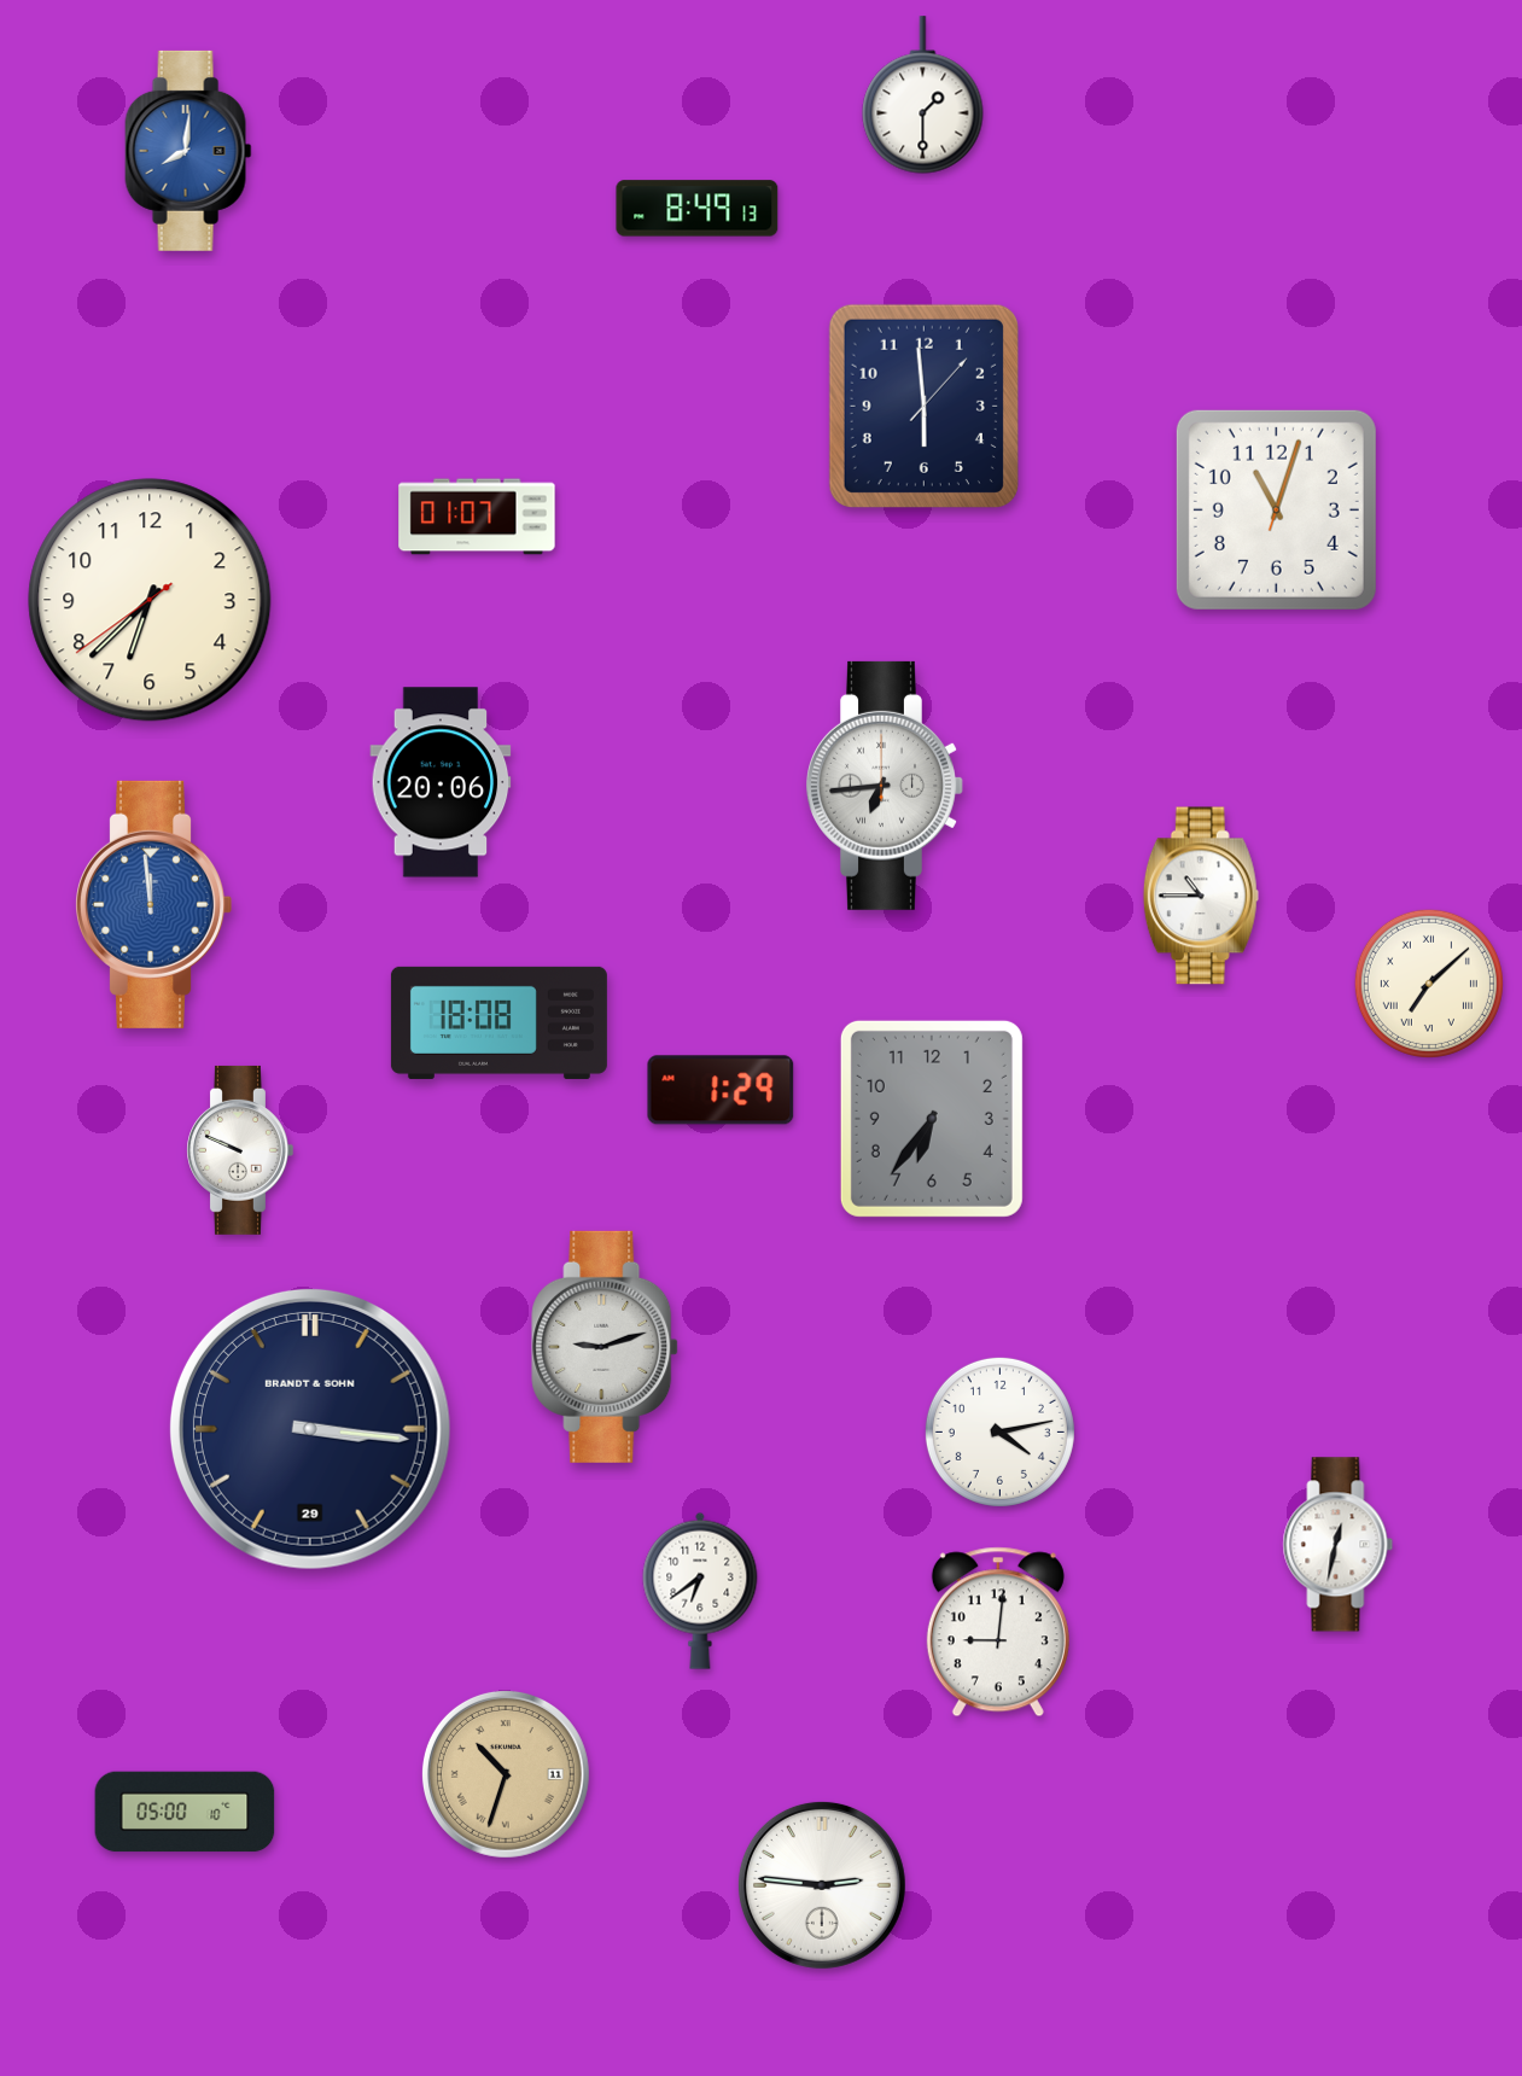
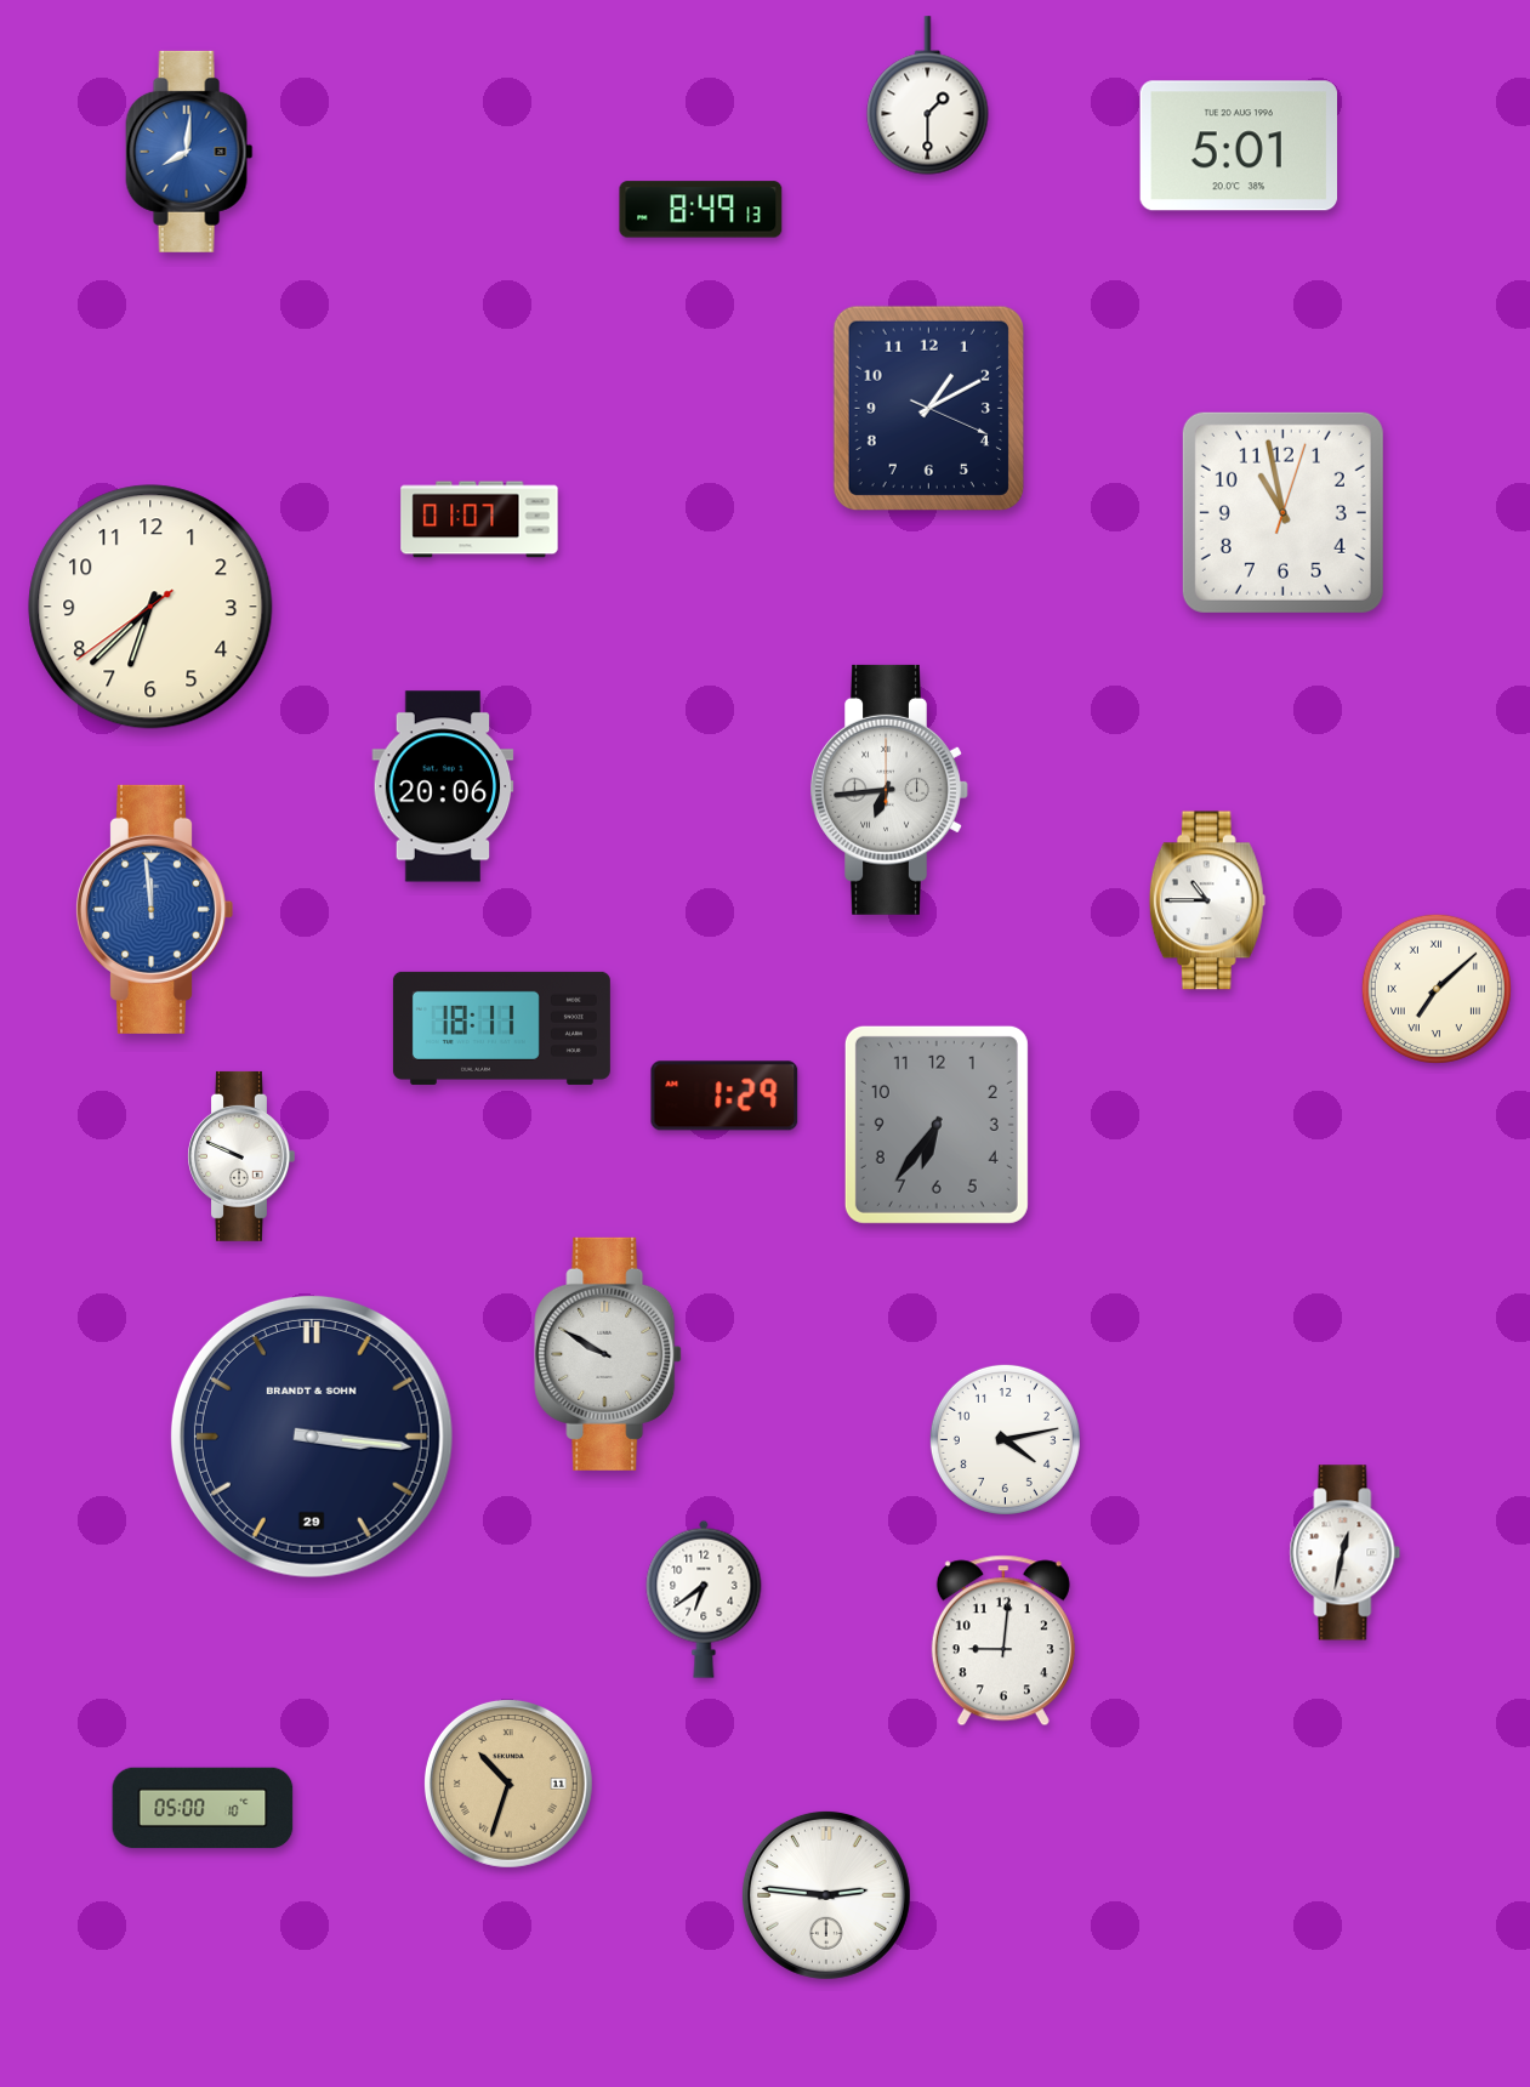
clock at (1239, 146): none -> 5:01
clock at (923, 406): 5:59 -> 1:10
clock at (1276, 509): 11:03 -> 10:58
clock at (150, 600) position: (150, 600) -> (150, 607)
clock at (498, 1022): 18:08 -> 18:11
clock at (605, 1347): 9:12 -> 9:50
clock at (185, 1812) position: (185, 1812) -> (203, 1808)
